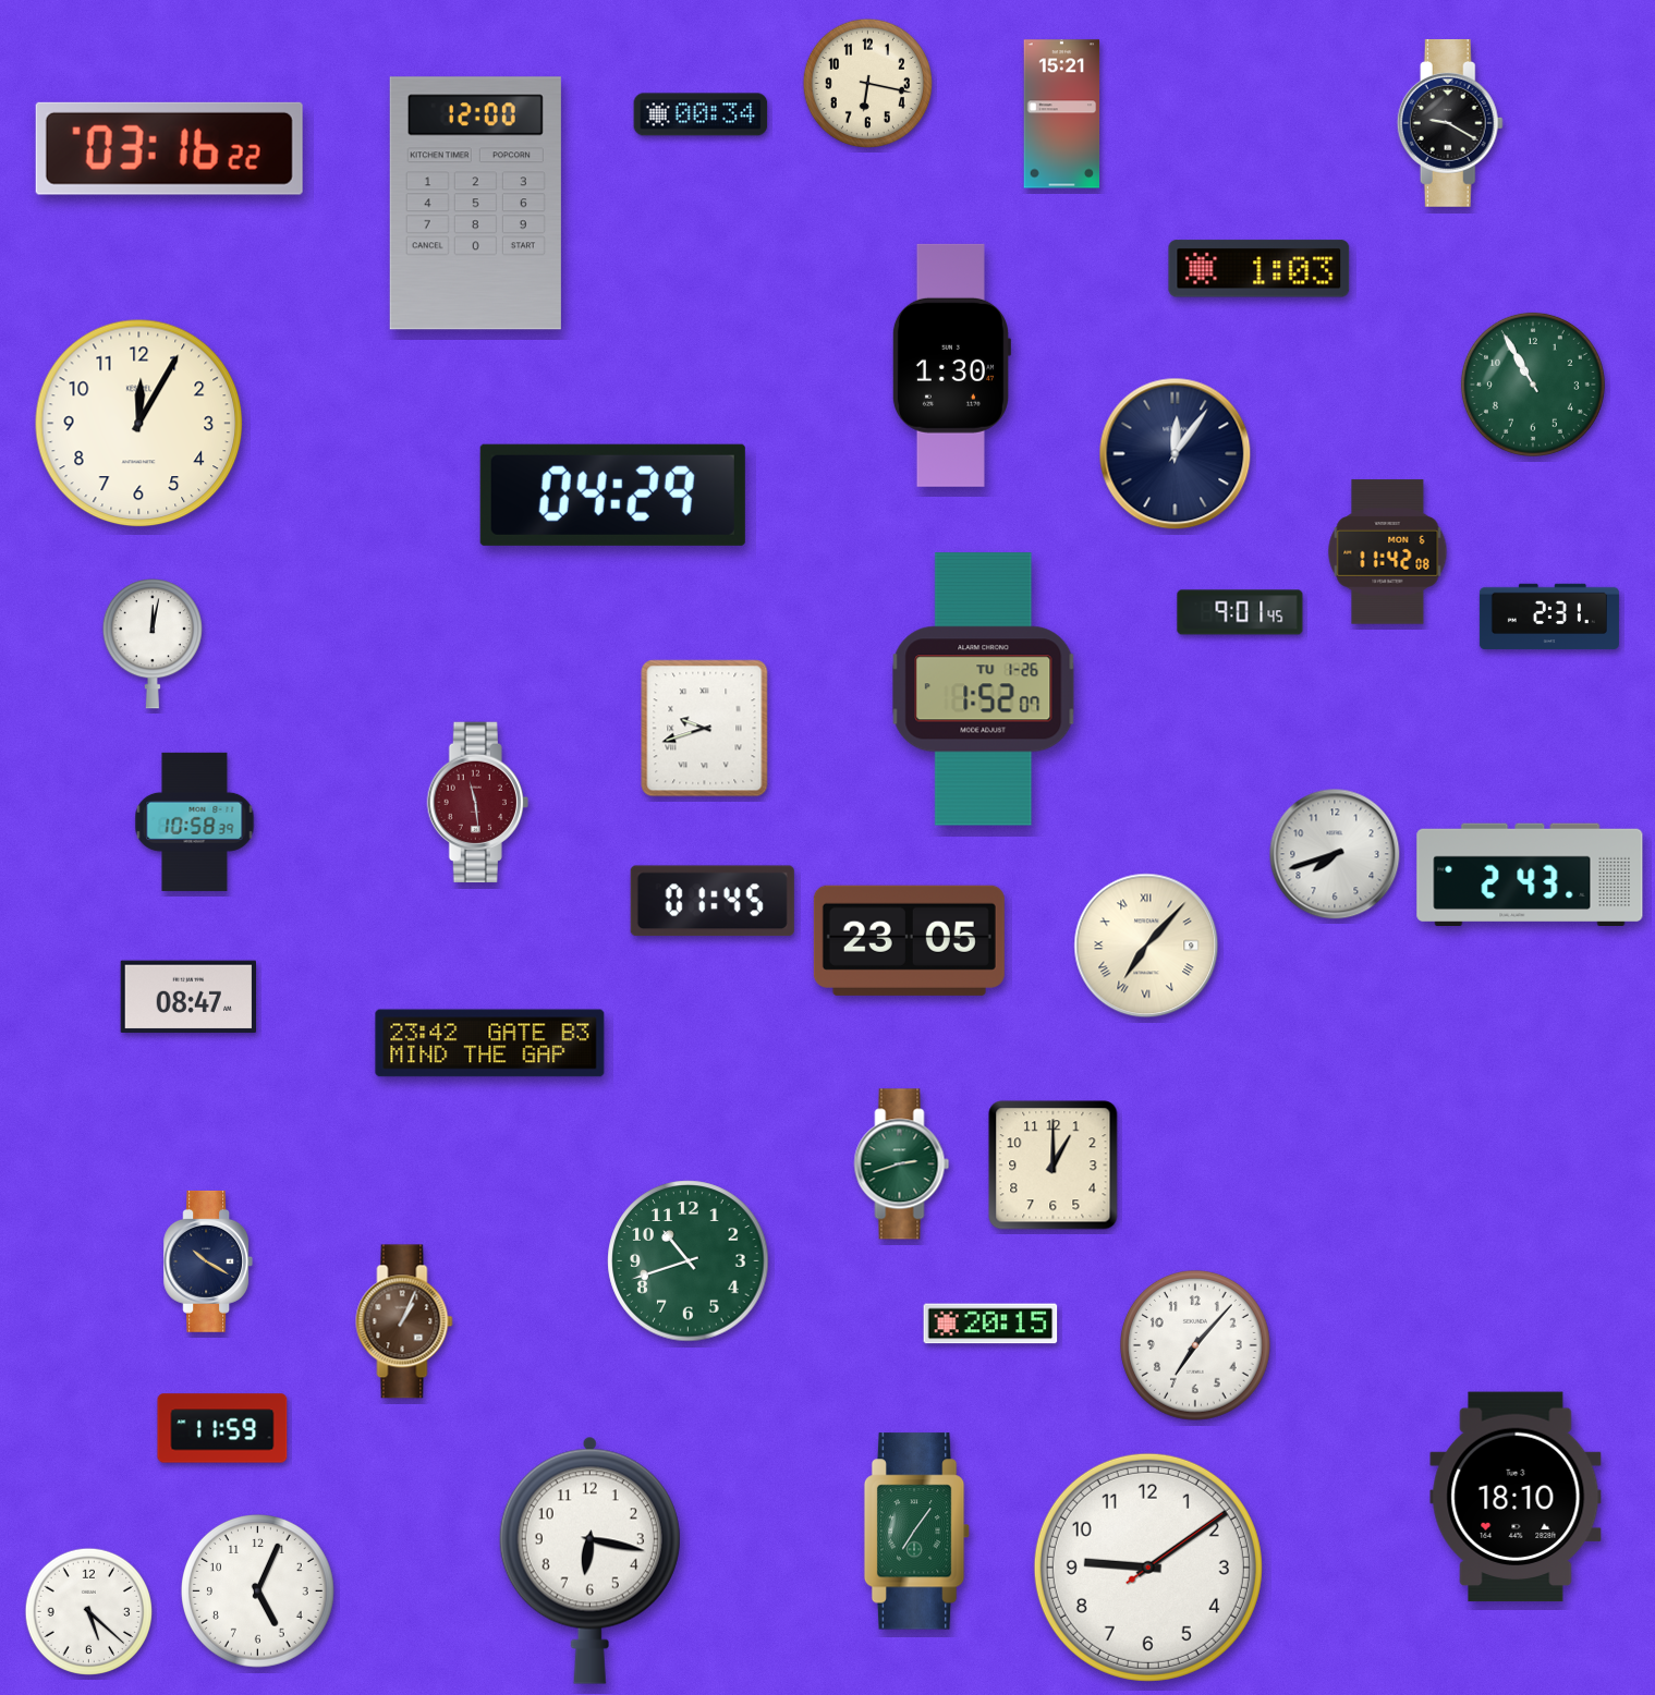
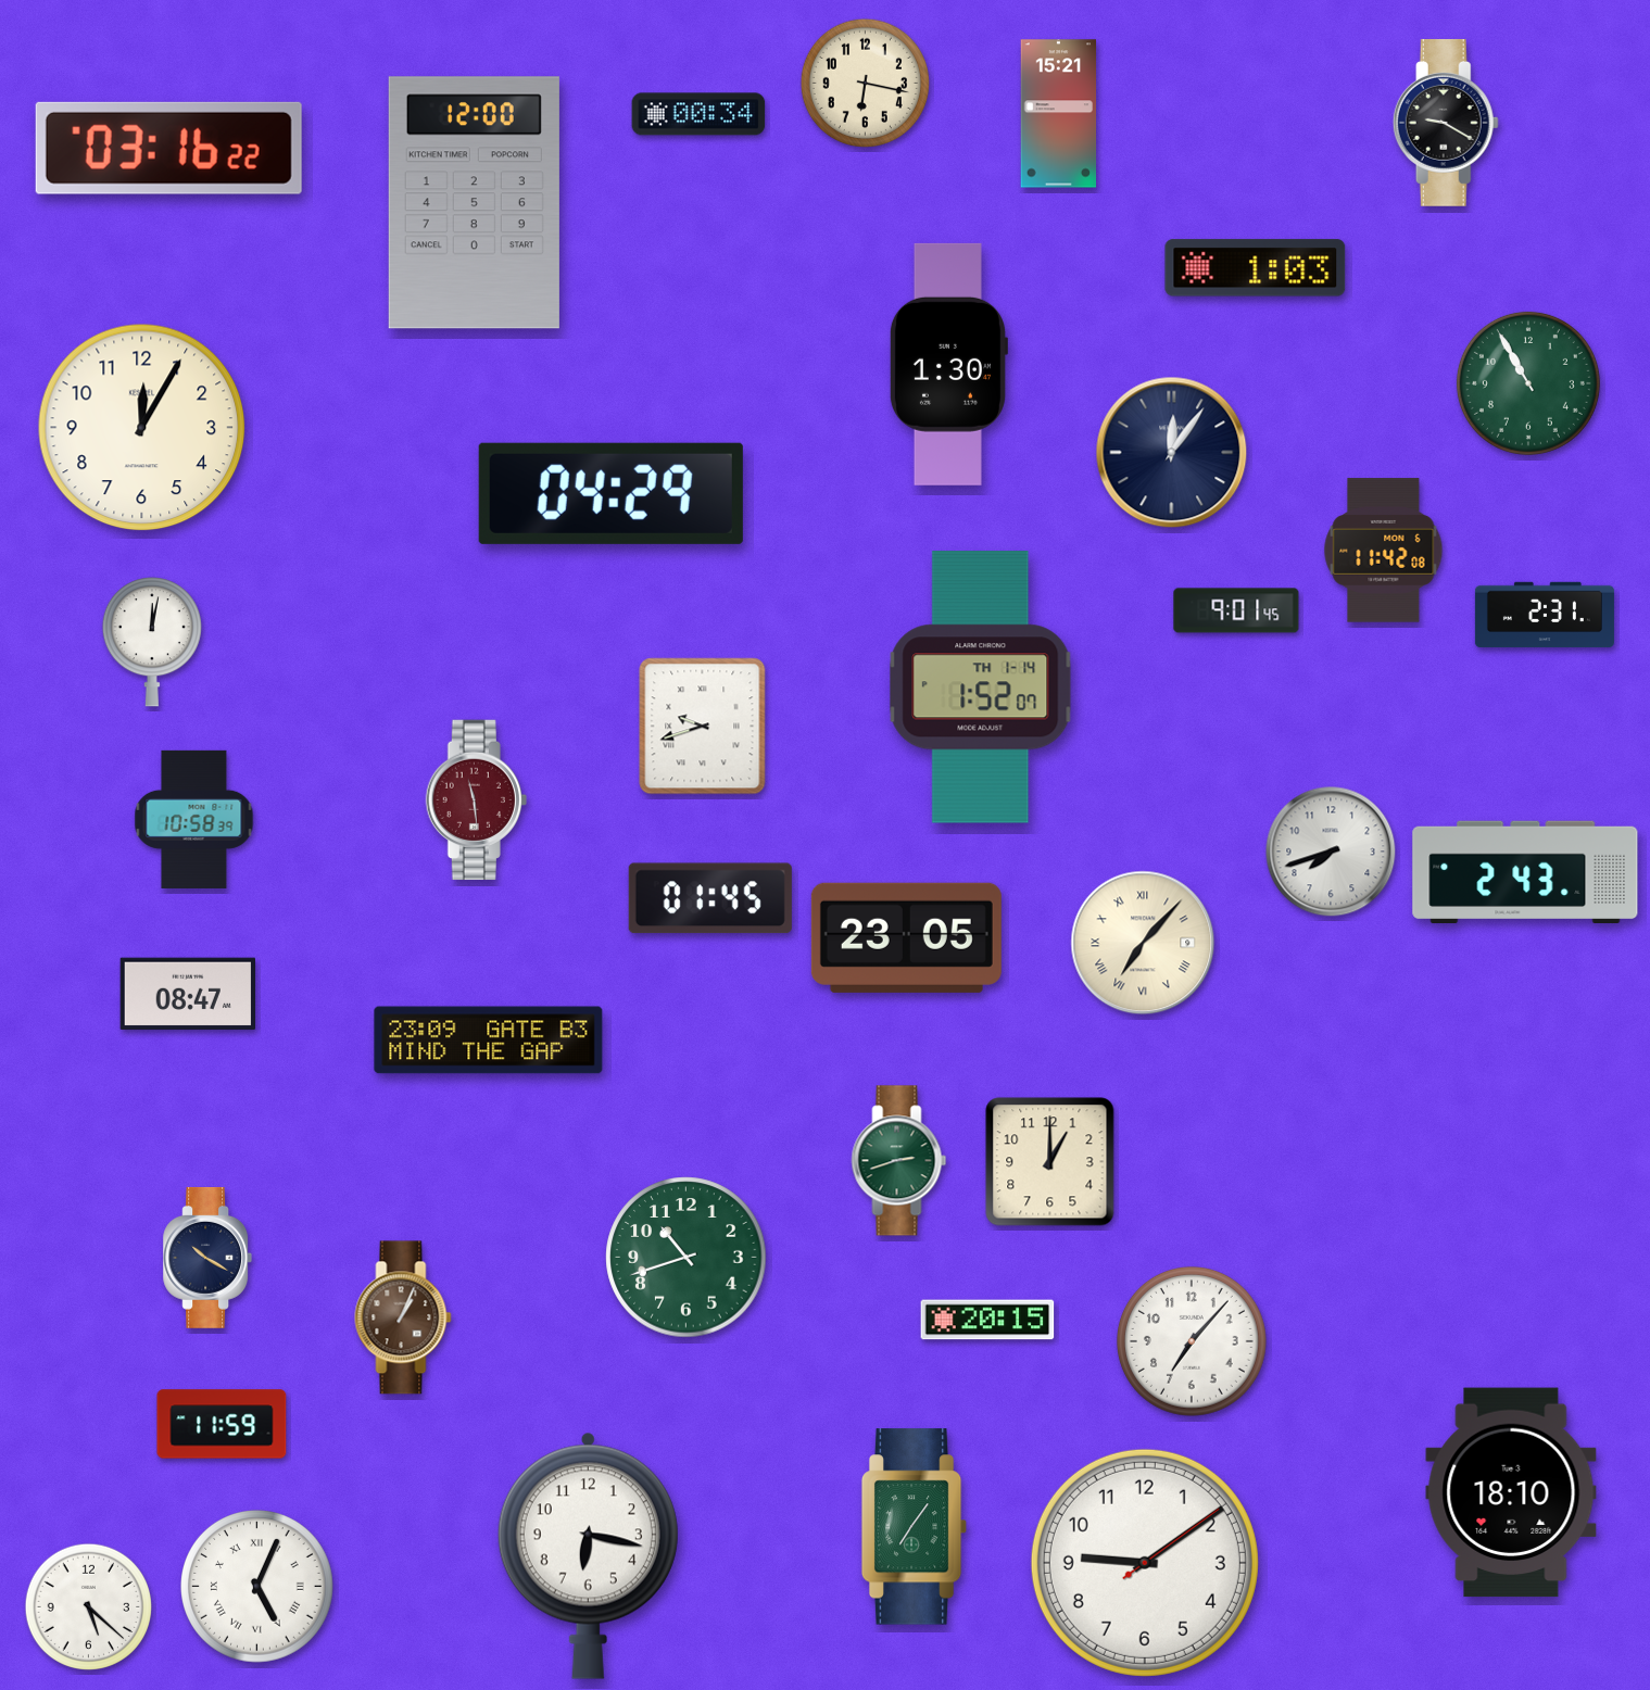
clock at (139, 424) position: (139, 424) -> (142, 428)
clock at (984, 690) date: TU 1-26 -> TH 1-14
clock at (490, 1044): 23:42 -> 23:09
clock at (258, 1592) numerals: Arabic -> Roman
